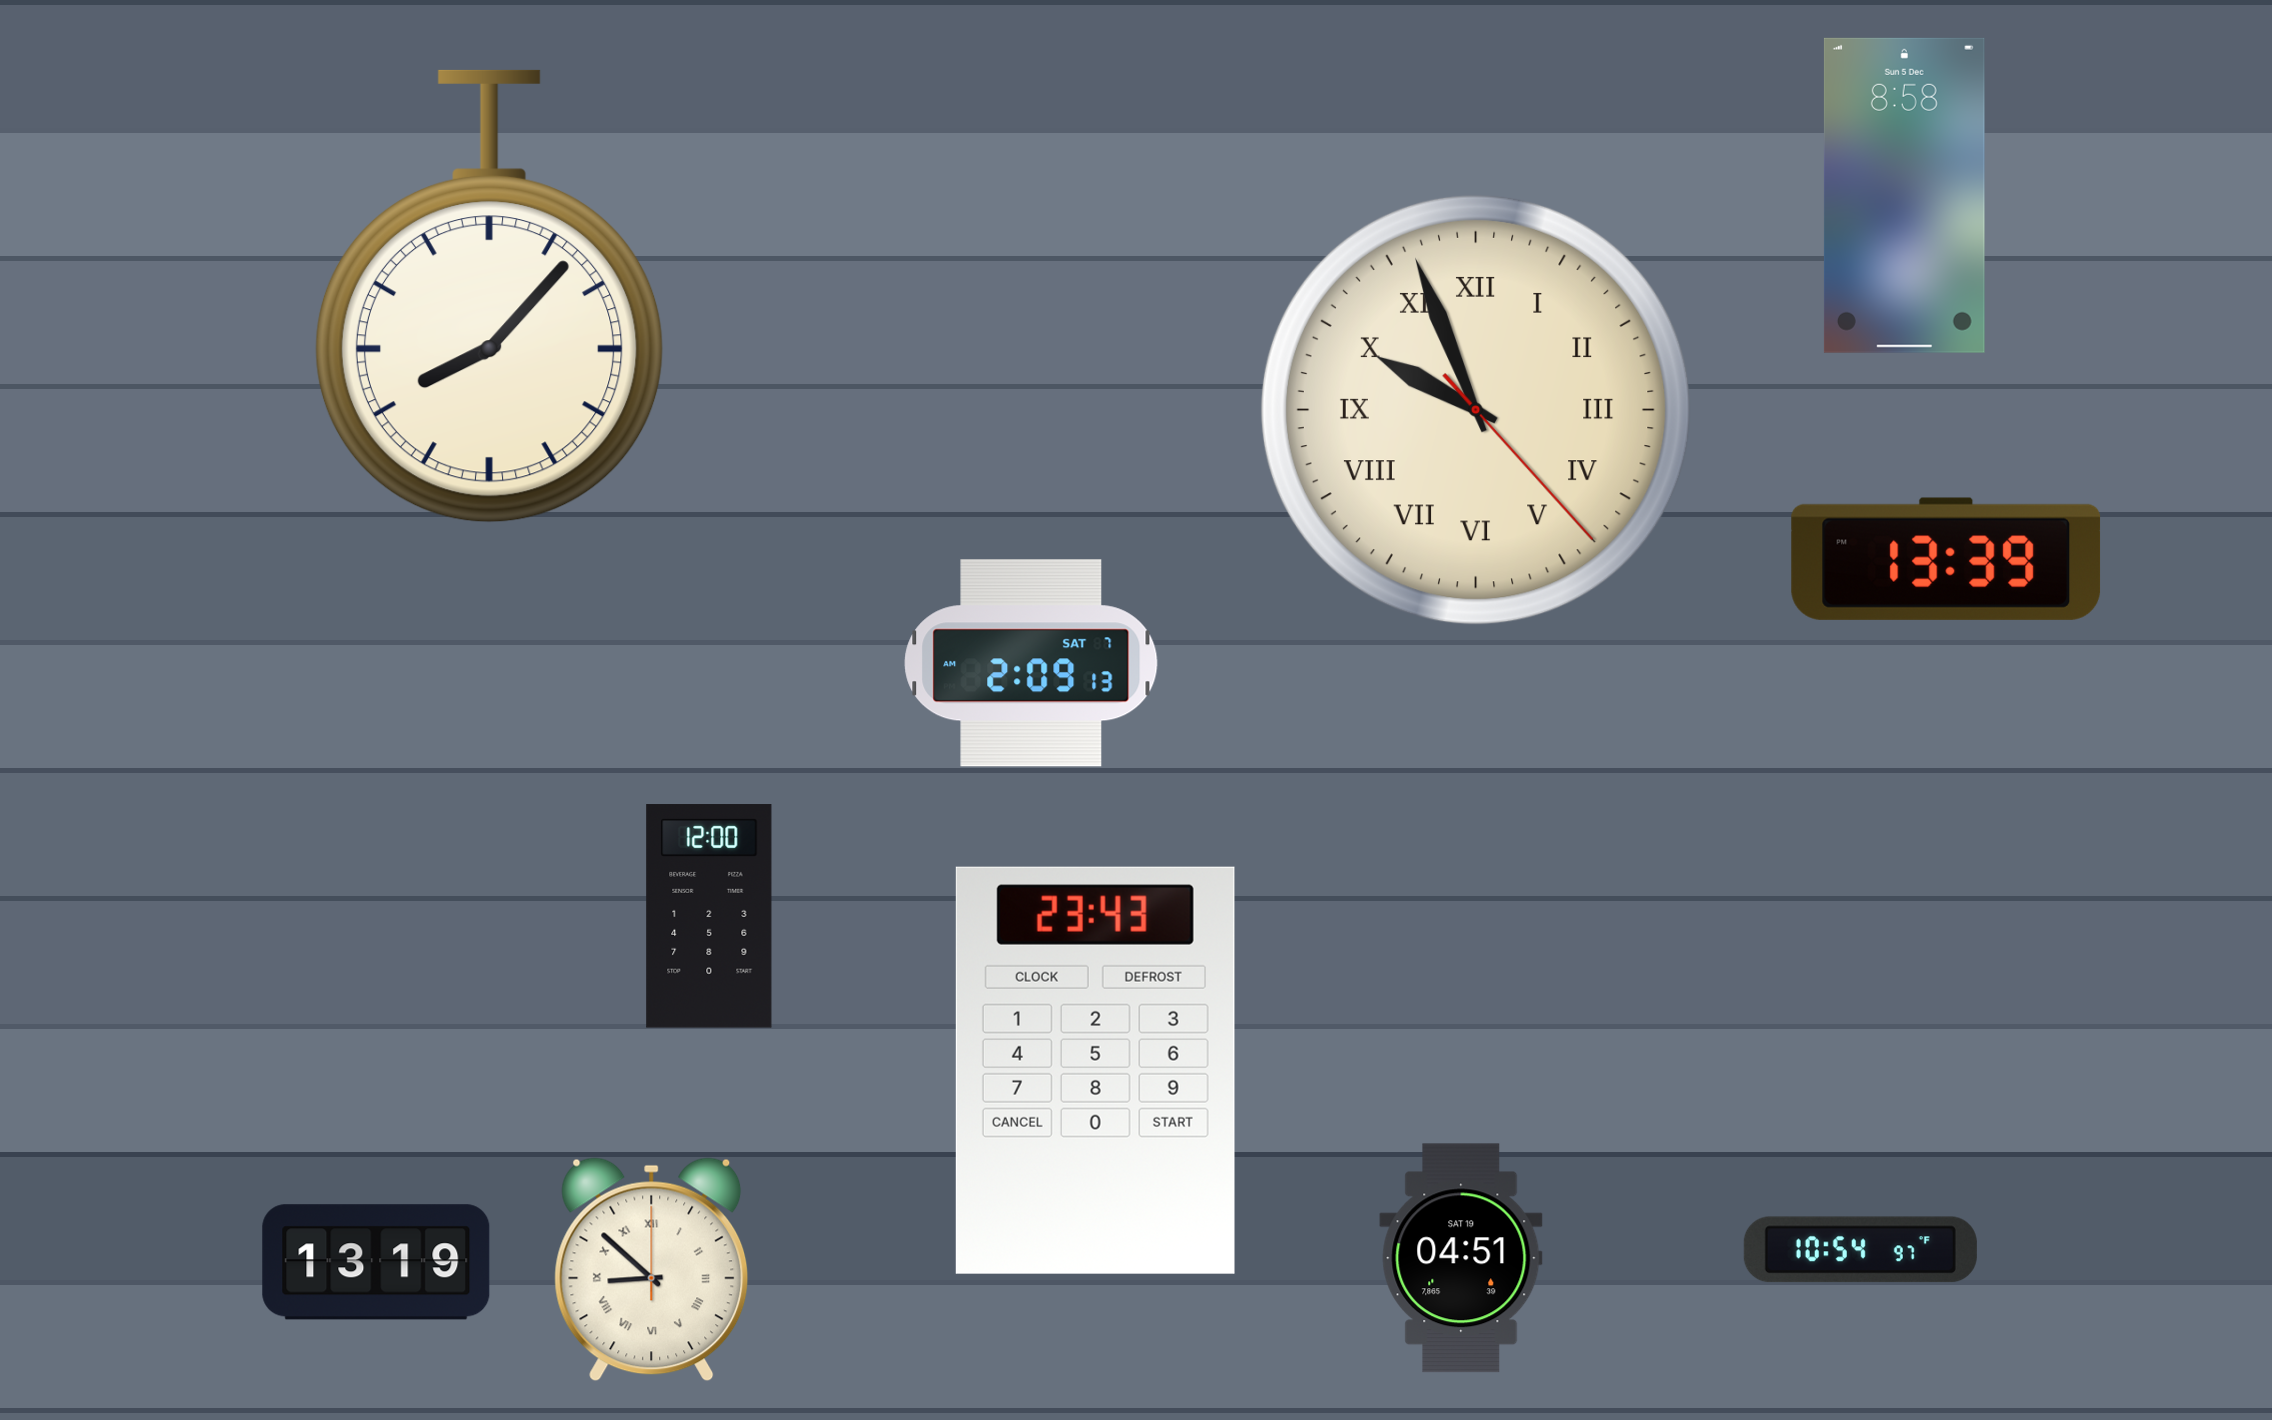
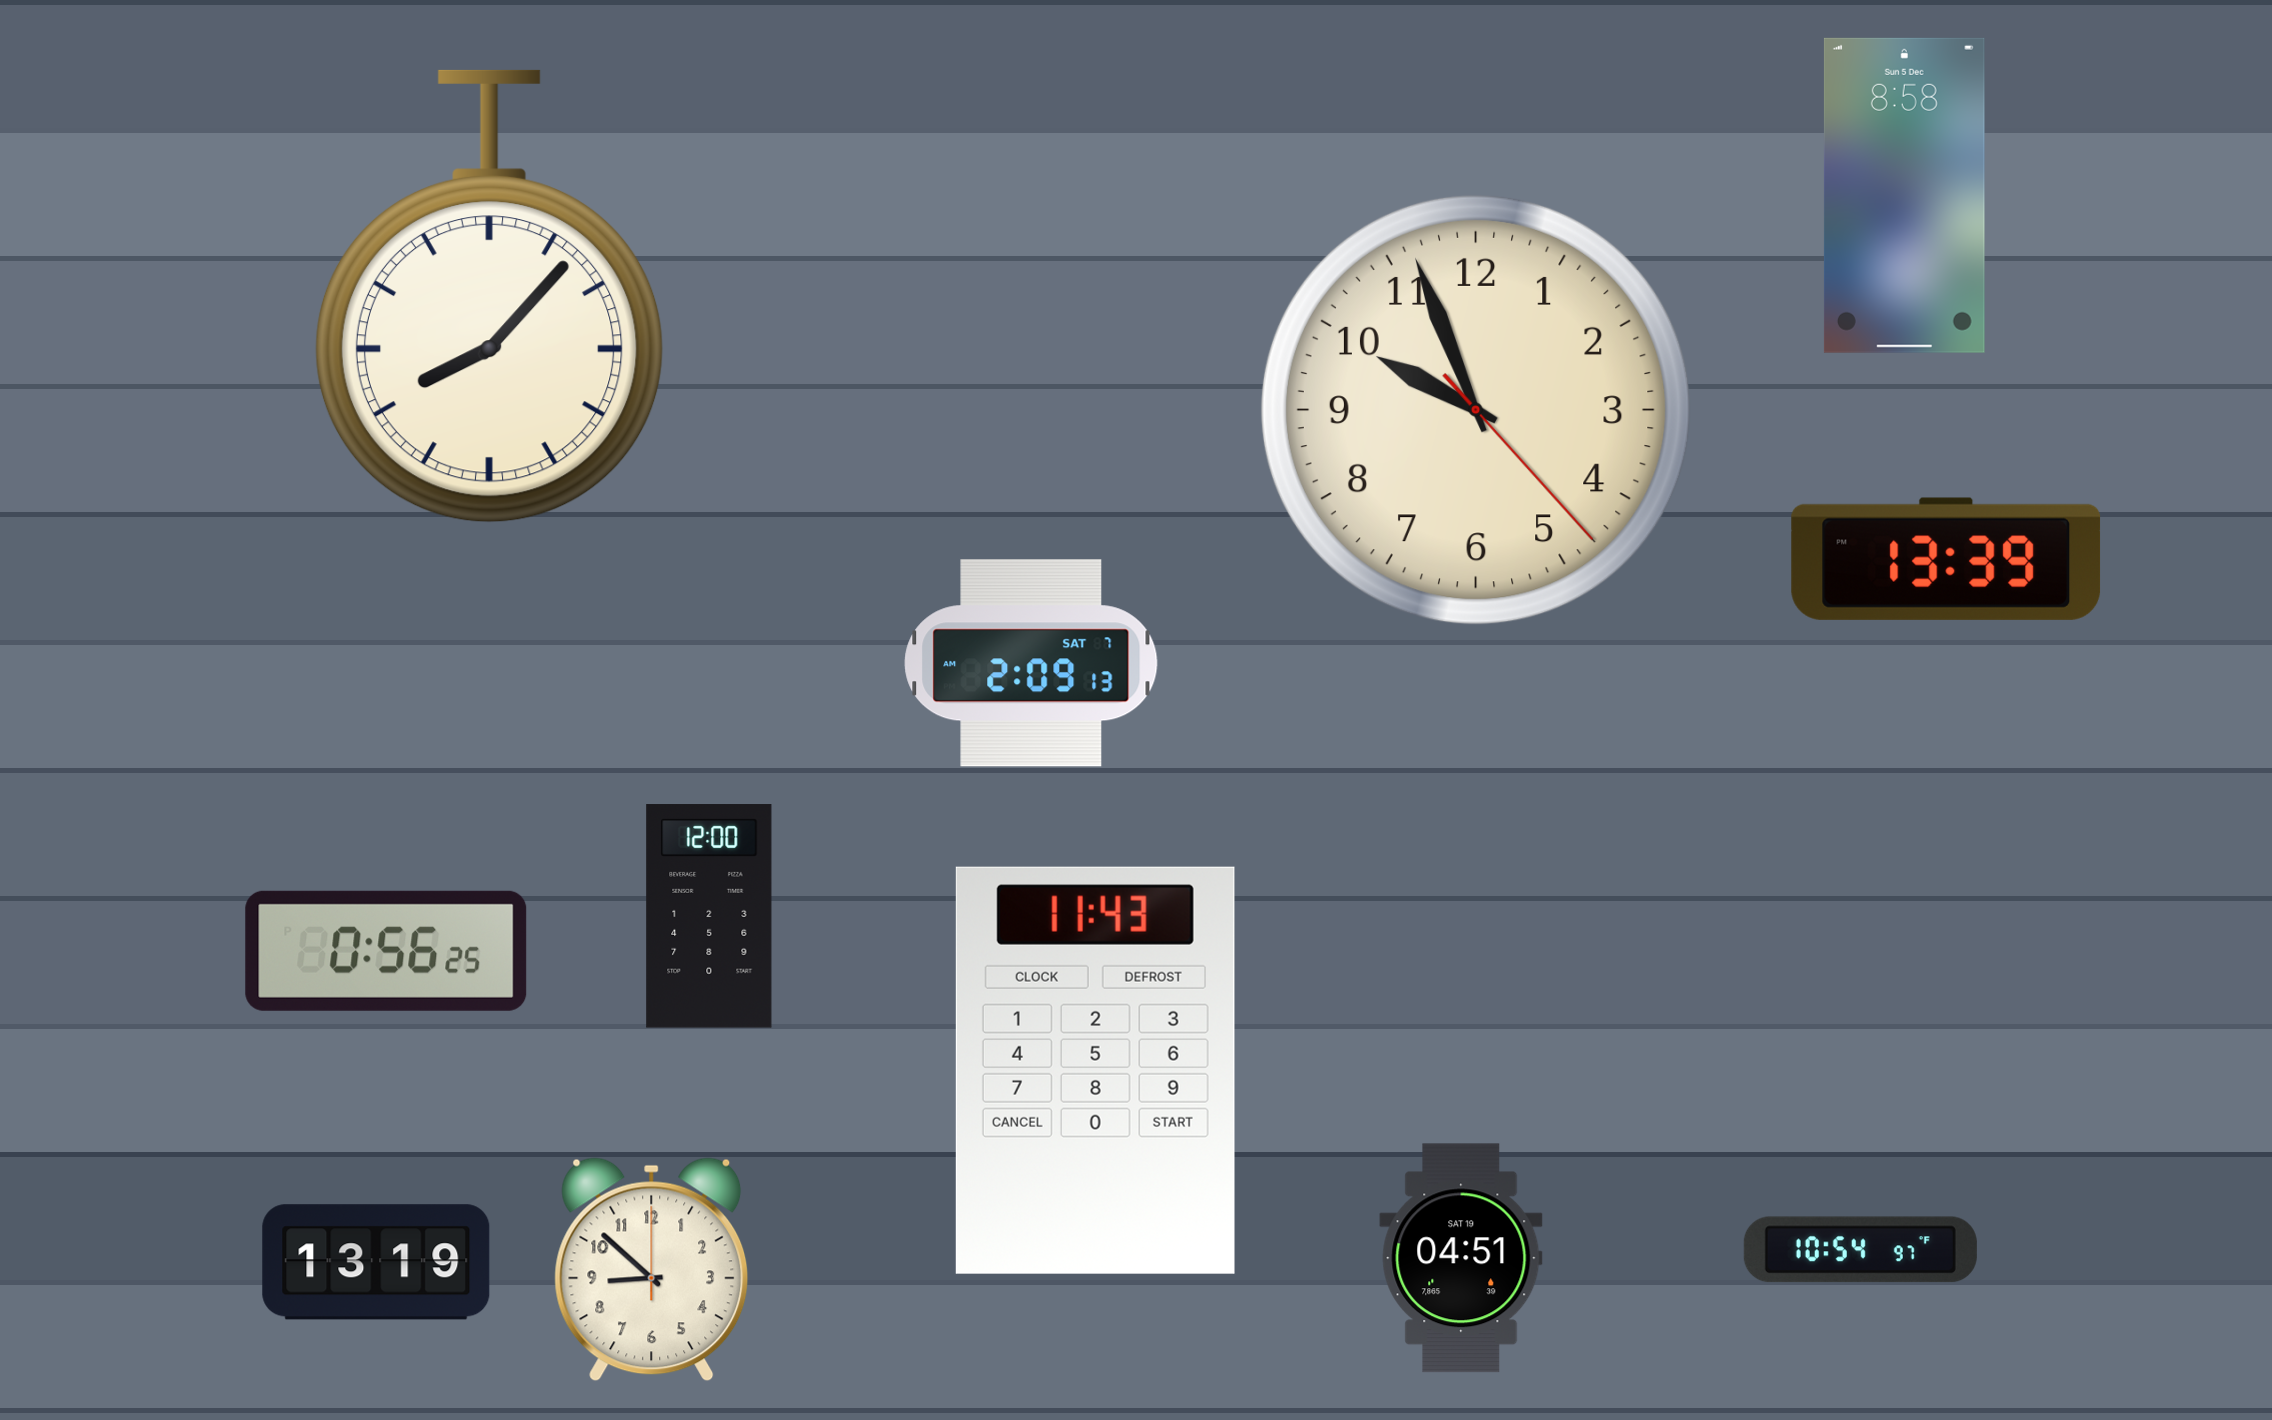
clock at (1476, 410) numerals: Roman -> Arabic
clock at (386, 951): none -> 0:56
clock at (1095, 1070): 23:43 -> 11:43
clock at (652, 1270) numerals: Roman -> Arabic
